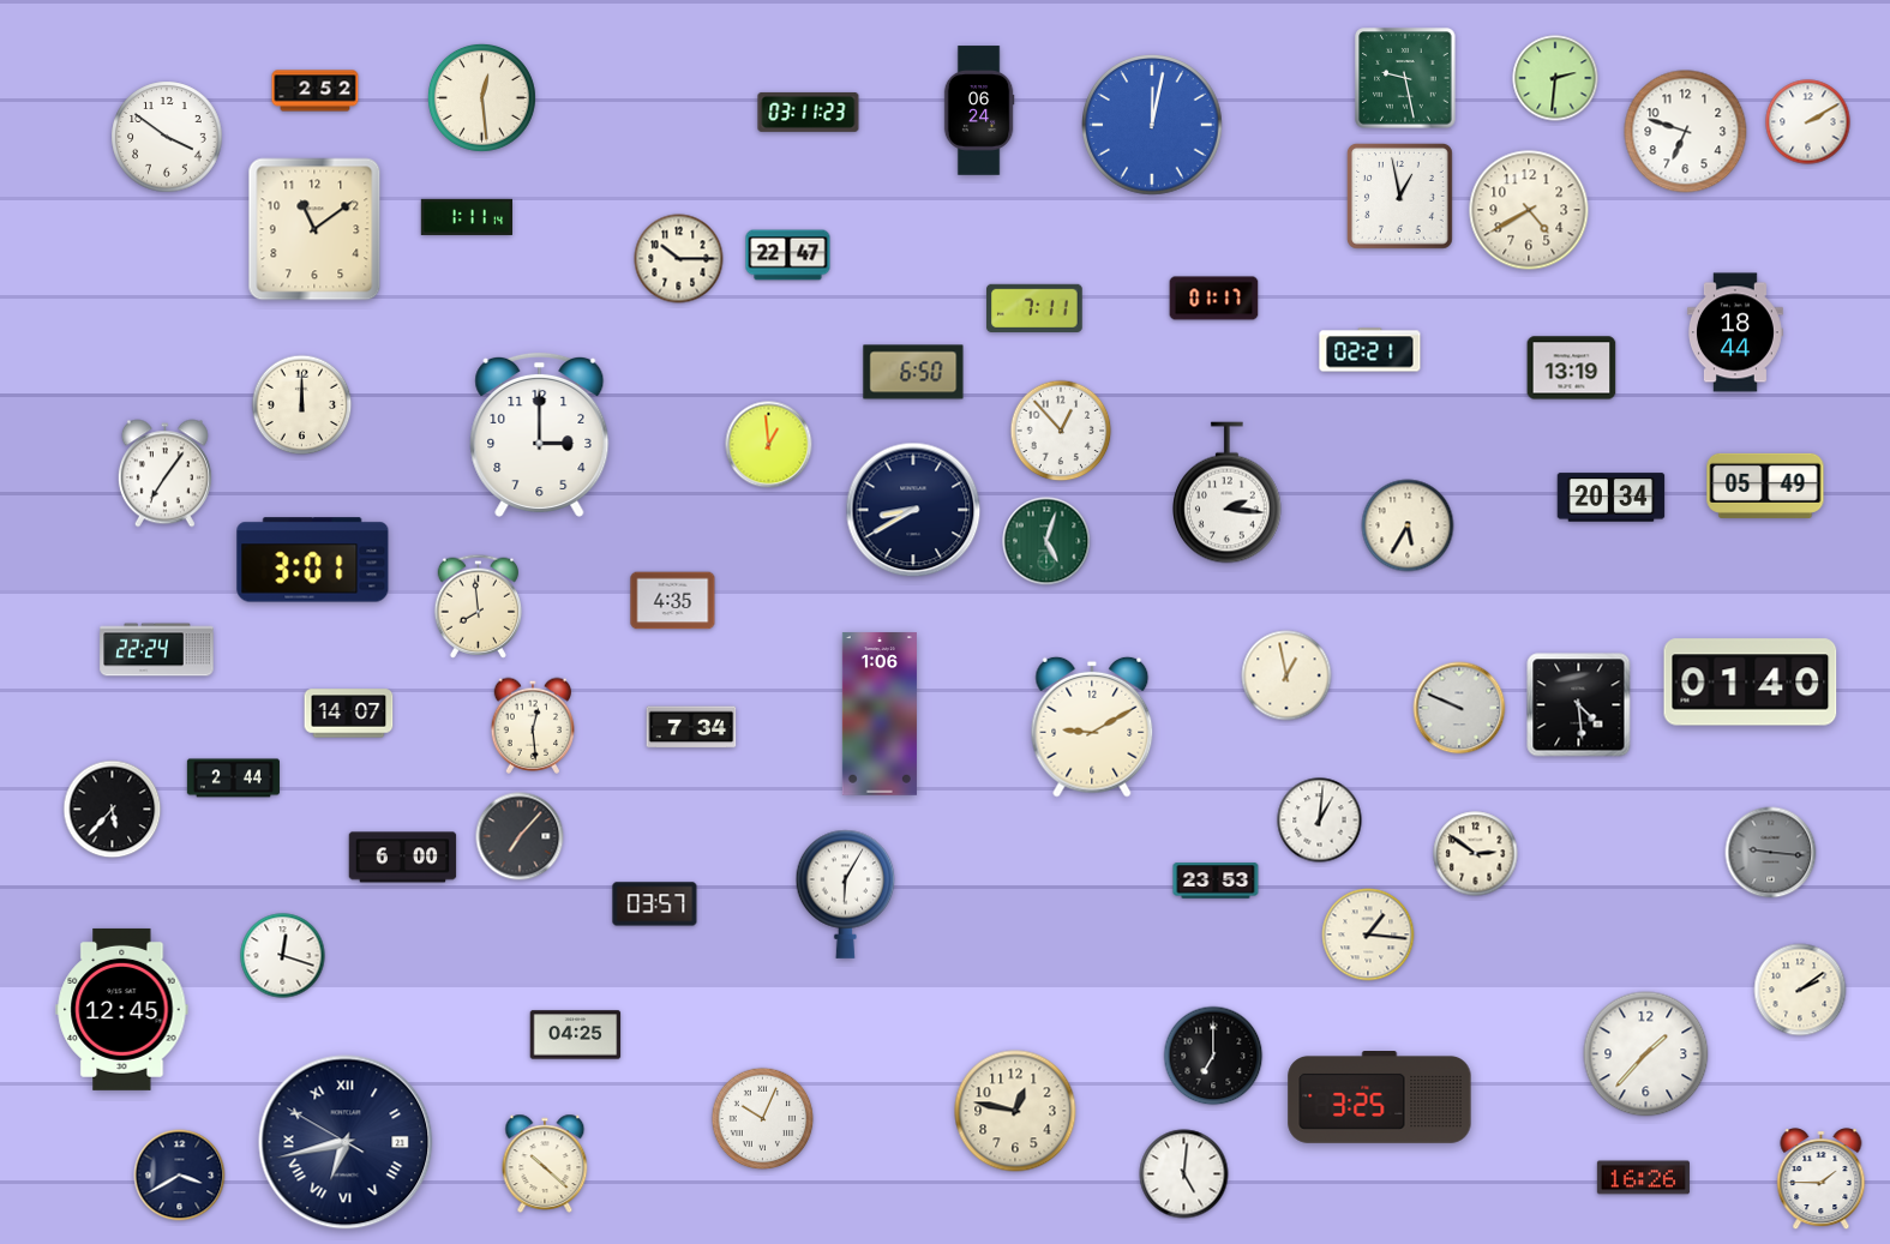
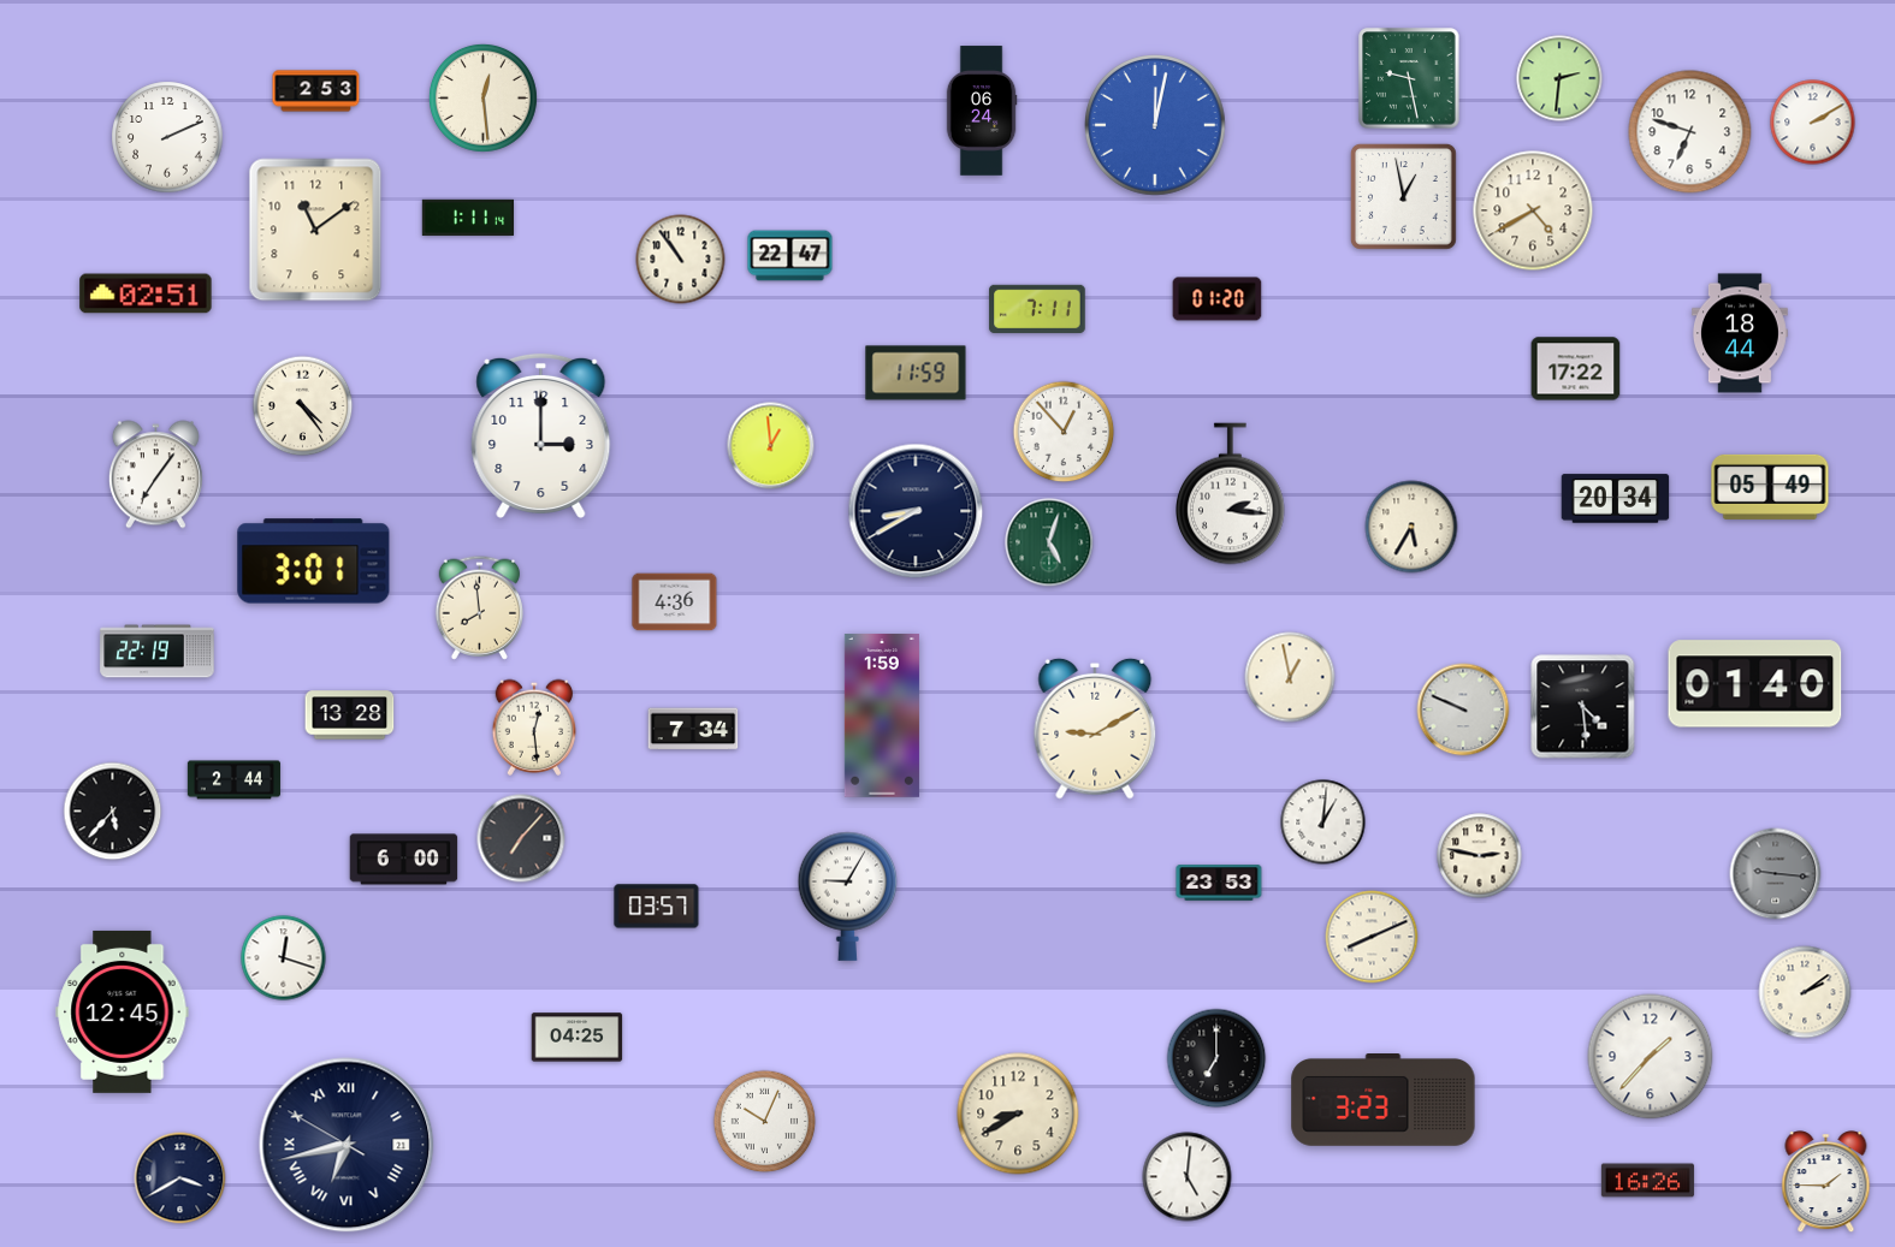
clock at (316, 91): 2:52 -> 2:53
clock at (809, 113): 03:11 -> none
clock at (167, 137): 3:51 -> 2:11
clock at (679, 259): 10:15 -> 10:54
clock at (146, 293): none -> 02:51
clock at (1214, 299): 01:17 -> 01:20
clock at (1370, 350): 02:21 -> none
clock at (1572, 368): 13:19 -> 17:22
clock at (913, 372): 6:50 -> 11:59
clock at (302, 405): 12:00 -> 4:24
clock at (164, 474) position: (164, 474) -> (155, 475)
clock at (673, 601): 4:35 -> 4:36
clock at (157, 650): 22:24 -> 22:19
clock at (349, 714): 14:07 -> 13:28
clock at (880, 714): 1:06 -> 1:59
clock at (1771, 853) position: (1771, 853) -> (1776, 874)
clock at (1476, 854): 2:51 -> 2:47
clock at (846, 894): 6:05 -> 9:05
clock at (1368, 934): 1:16 -> 8:11
clock at (1380, 1098): 3:25 -> 3:23
clock at (1015, 1111): 12:47 -> 8:40
clock at (545, 1164): 10:22 -> none
